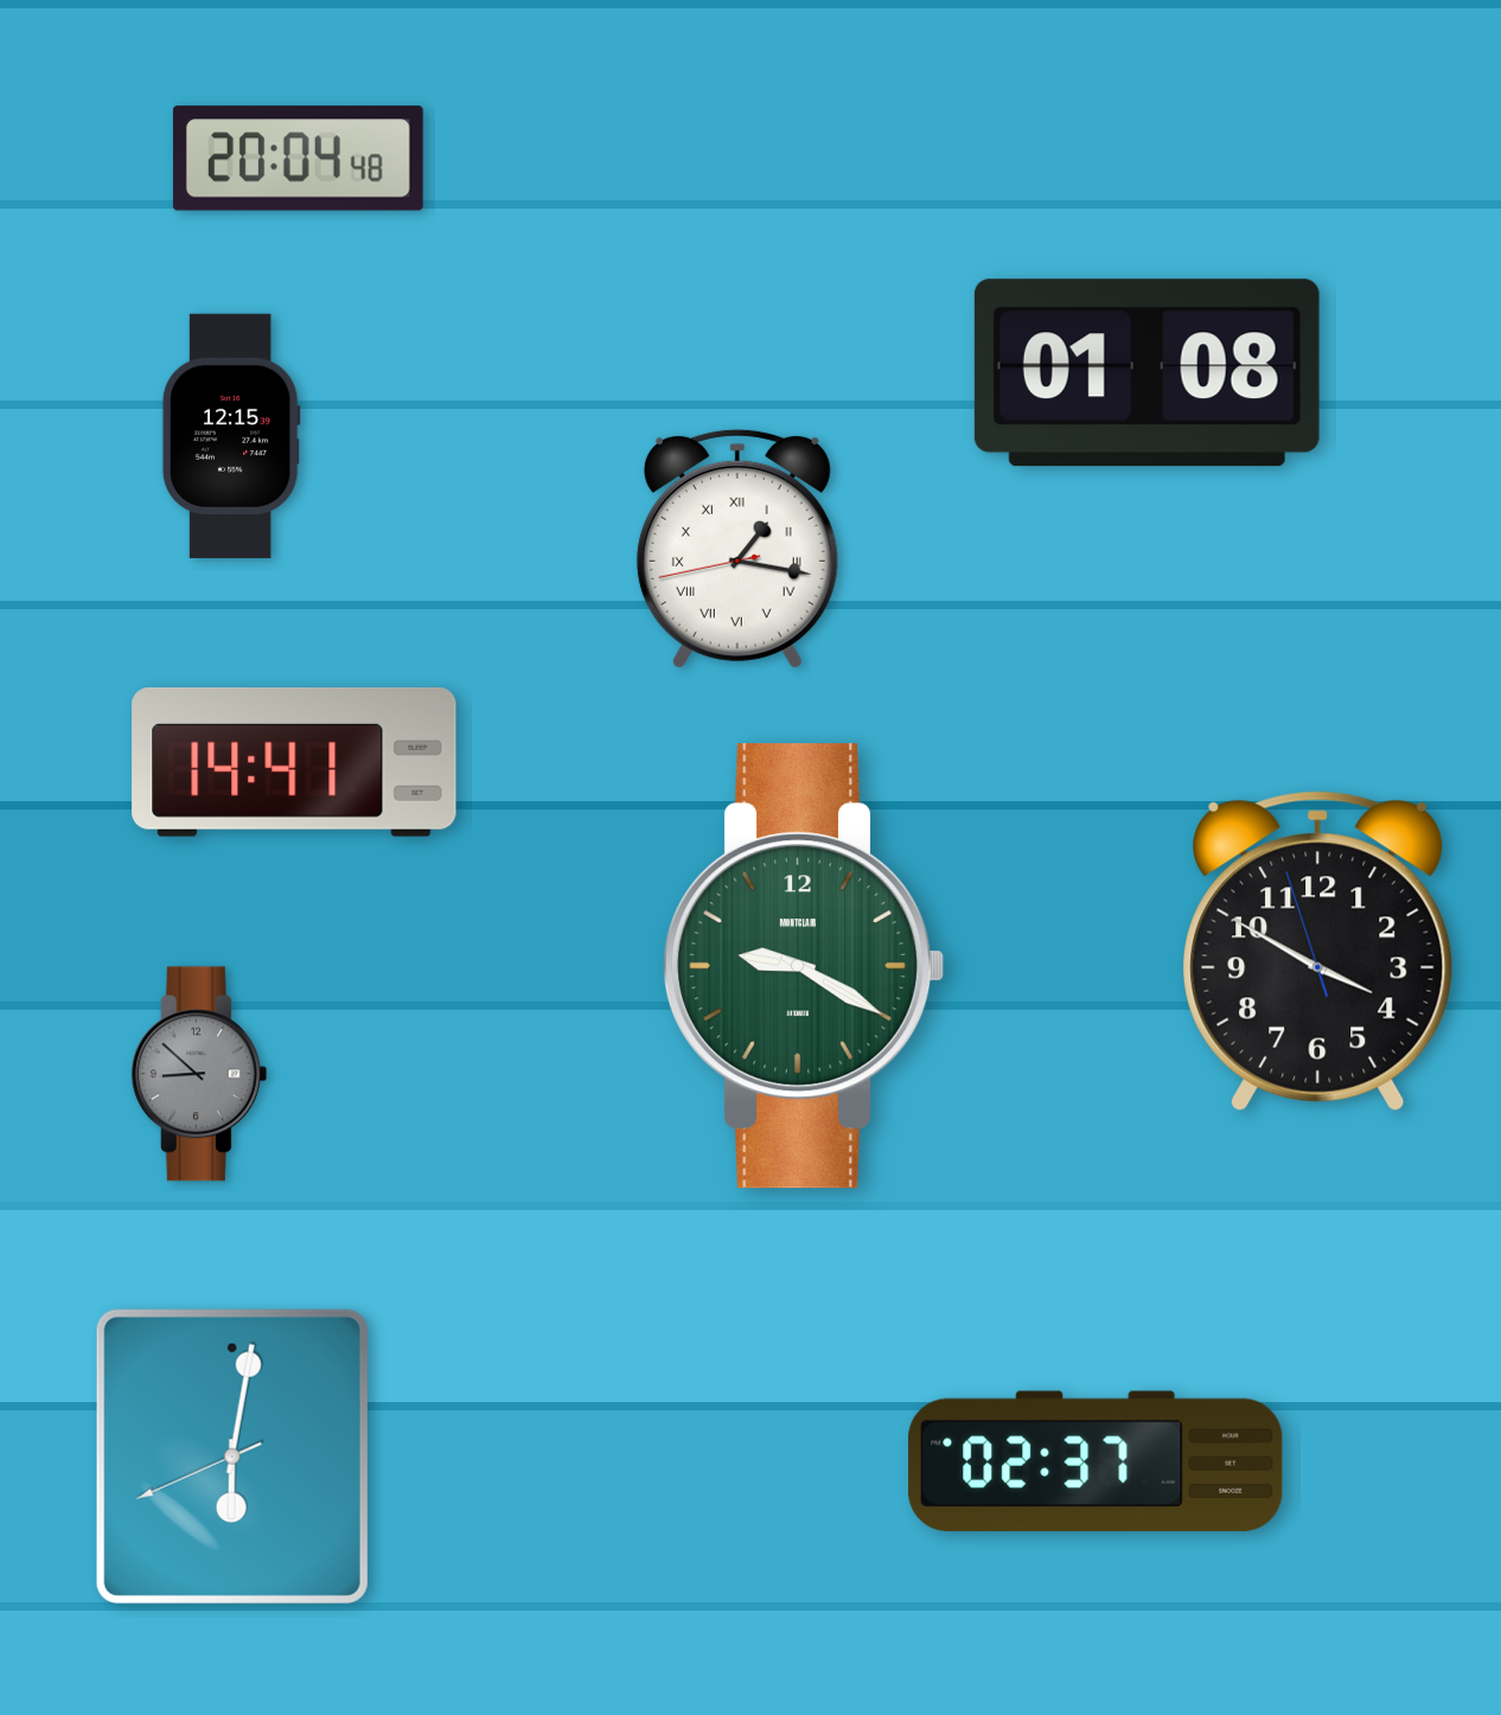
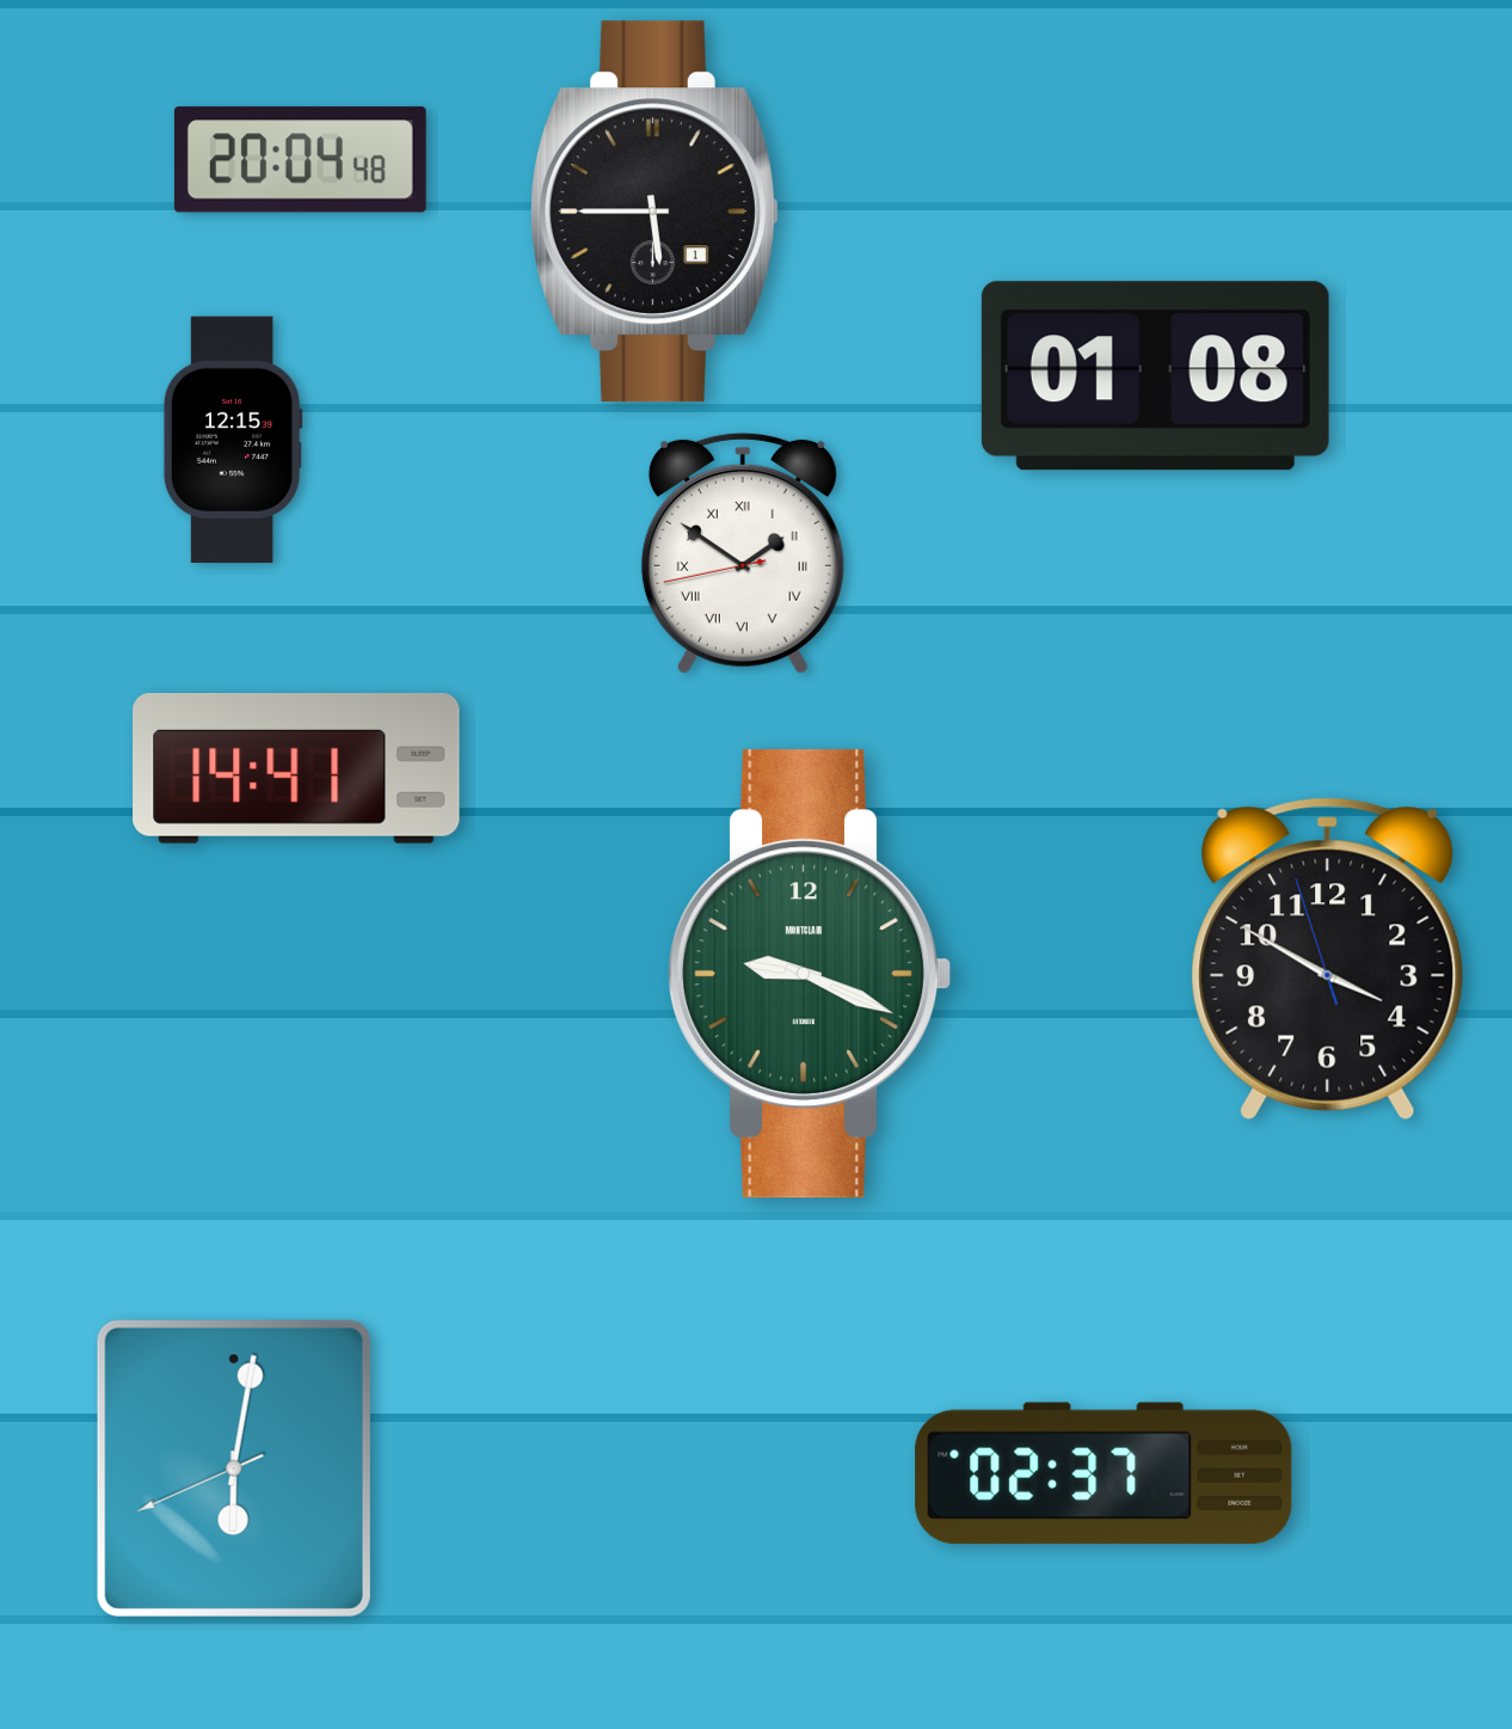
clock at (656, 211): none -> 5:45
clock at (737, 549): 1:16 -> 1:50
clock at (804, 966): 9:20 -> 9:19
clock at (199, 1074): 8:52 -> none
